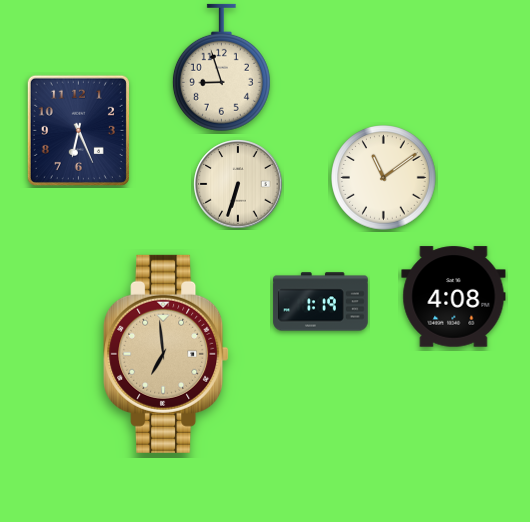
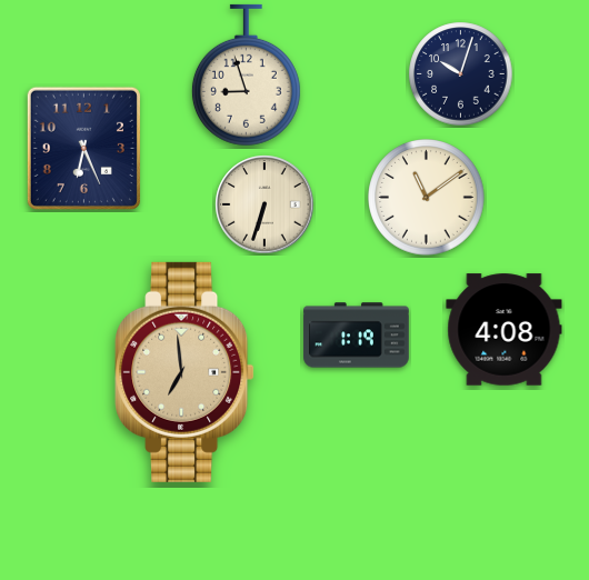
clock at (461, 74): none -> 10:03
clock at (78, 130) position: (78, 130) -> (83, 148)
clock at (166, 354) position: (166, 354) -> (184, 372)
